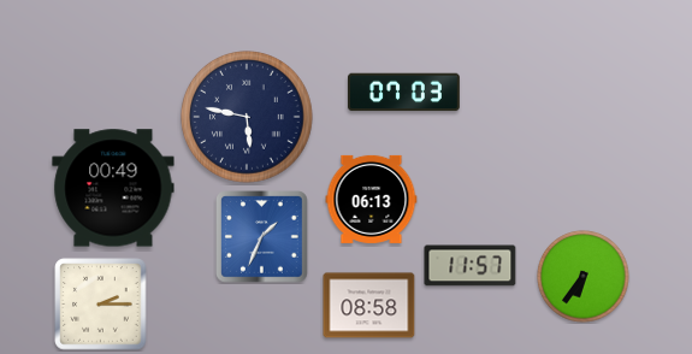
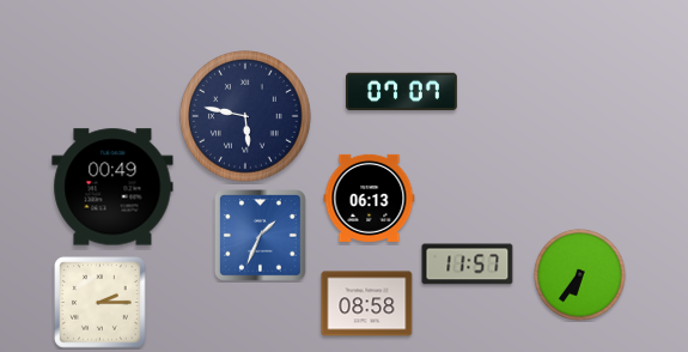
clock at (403, 93): 07:03 -> 07:07
